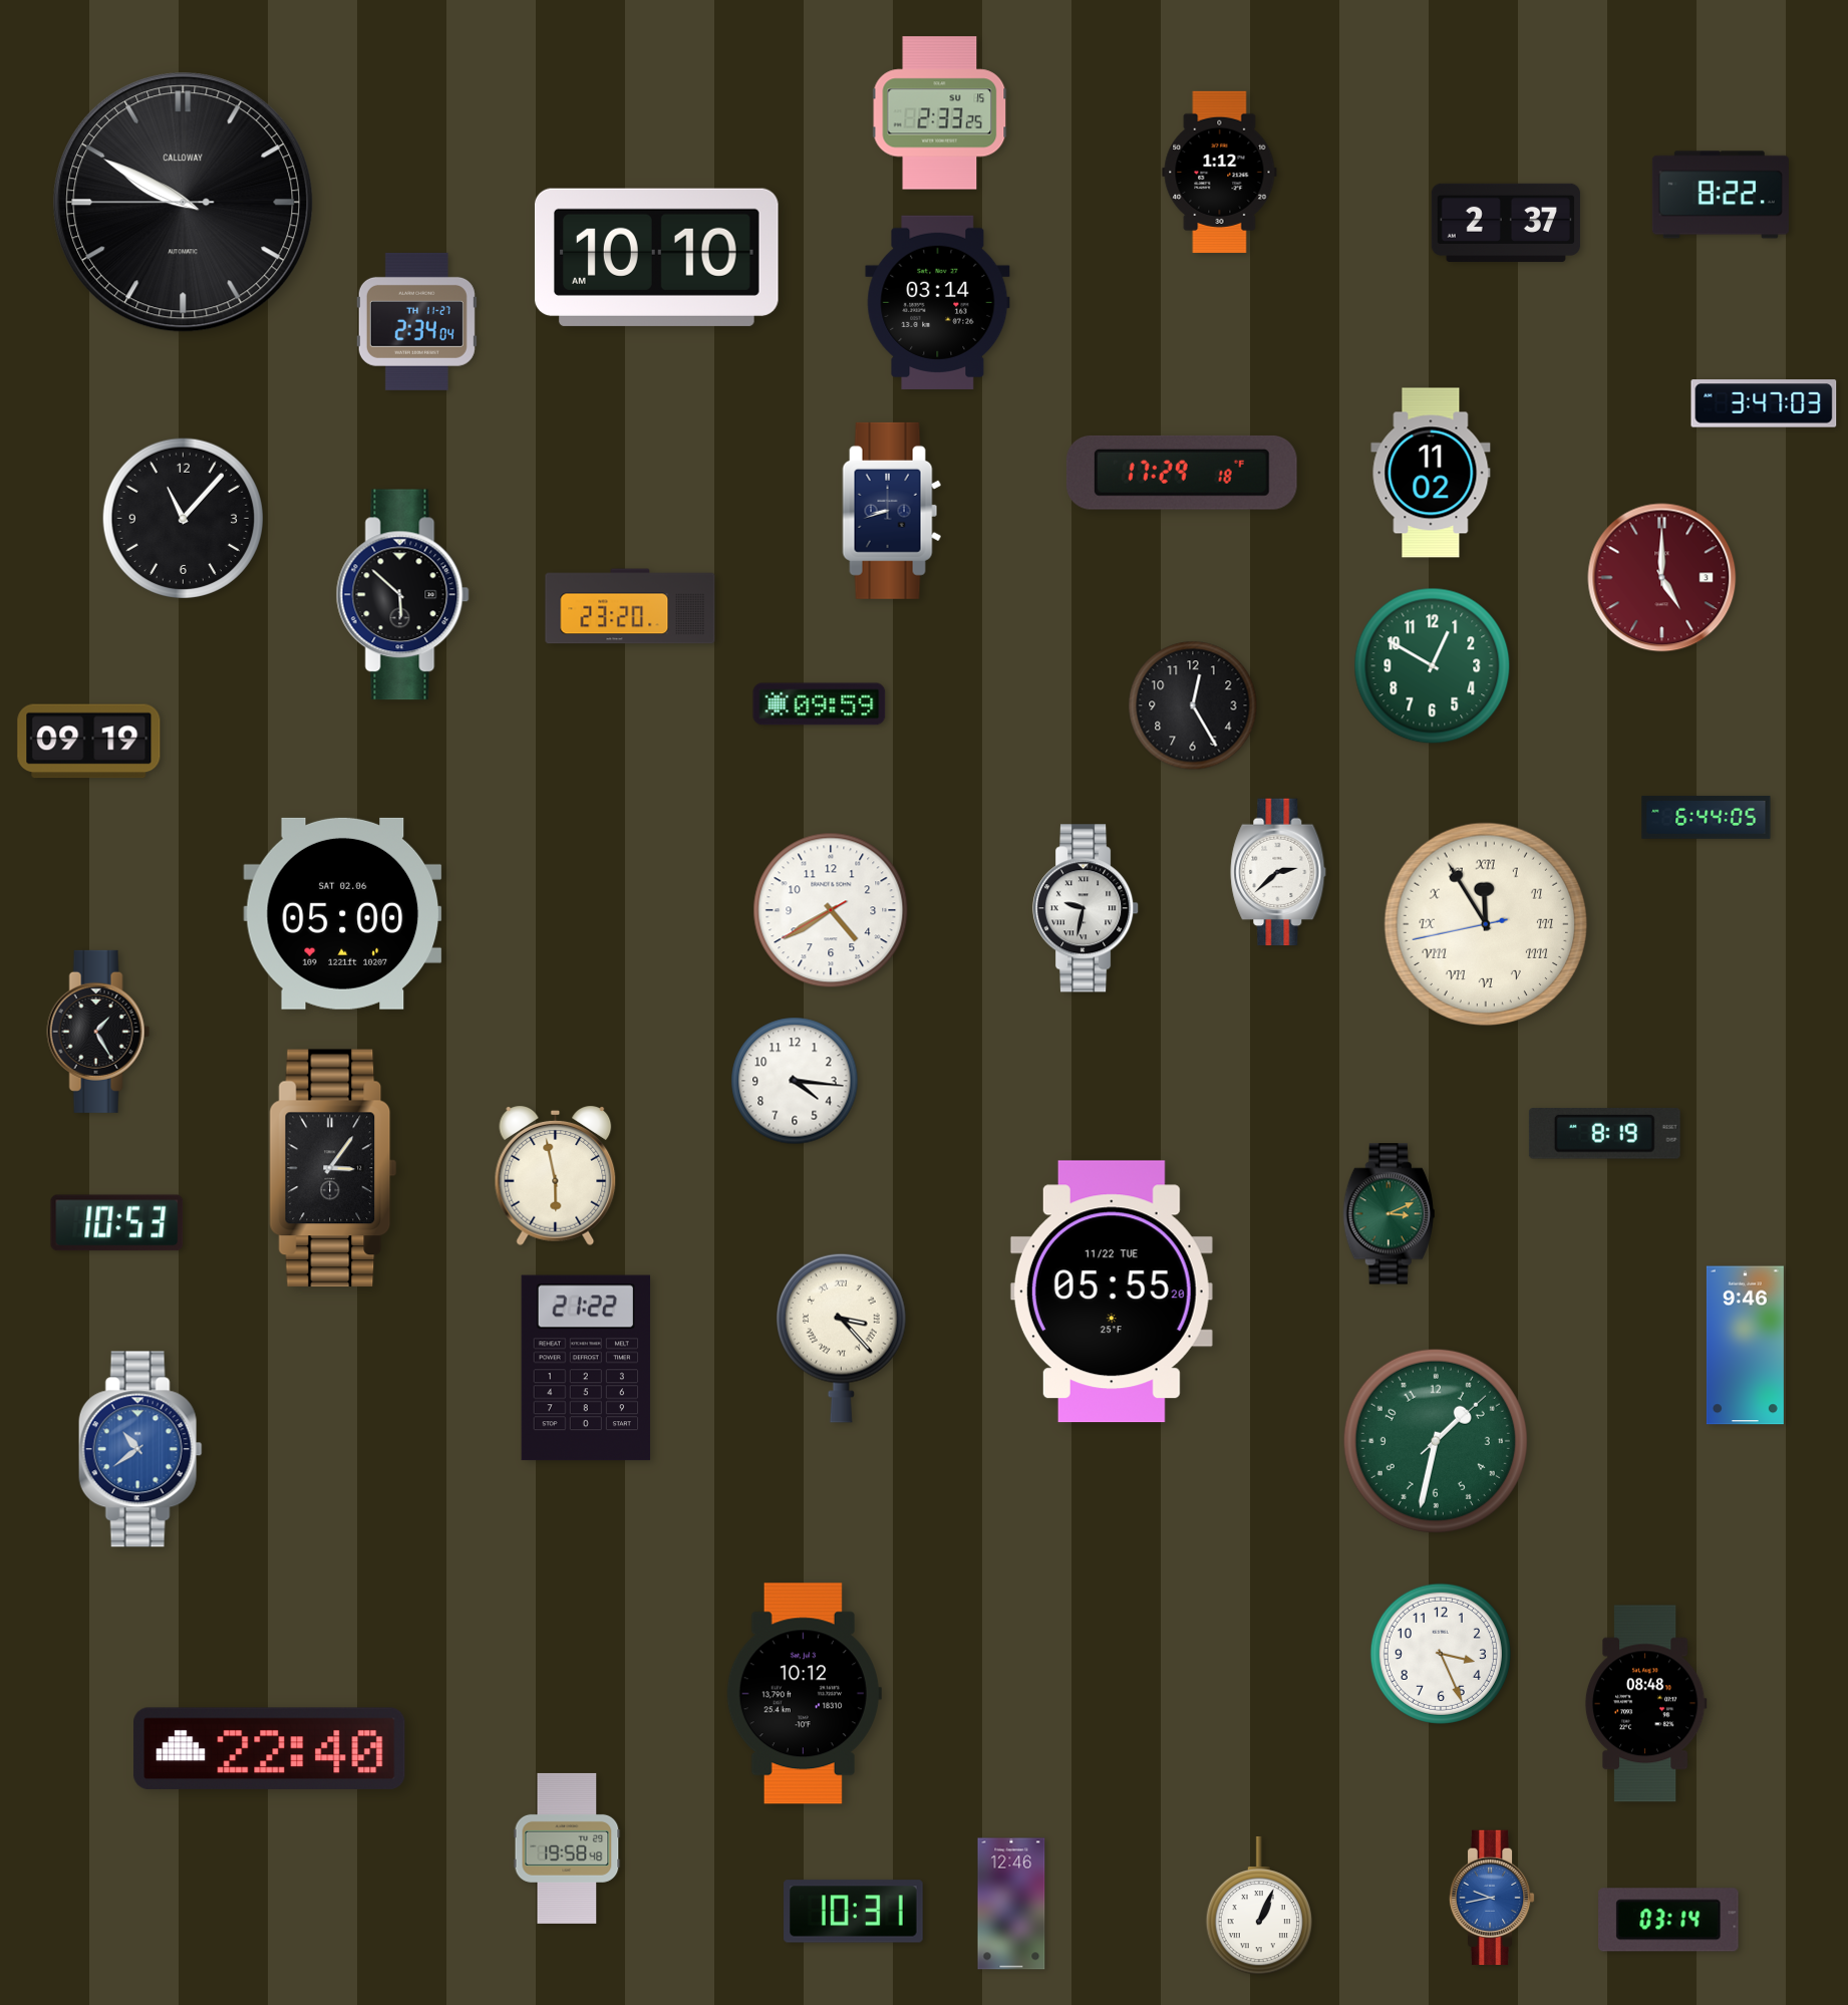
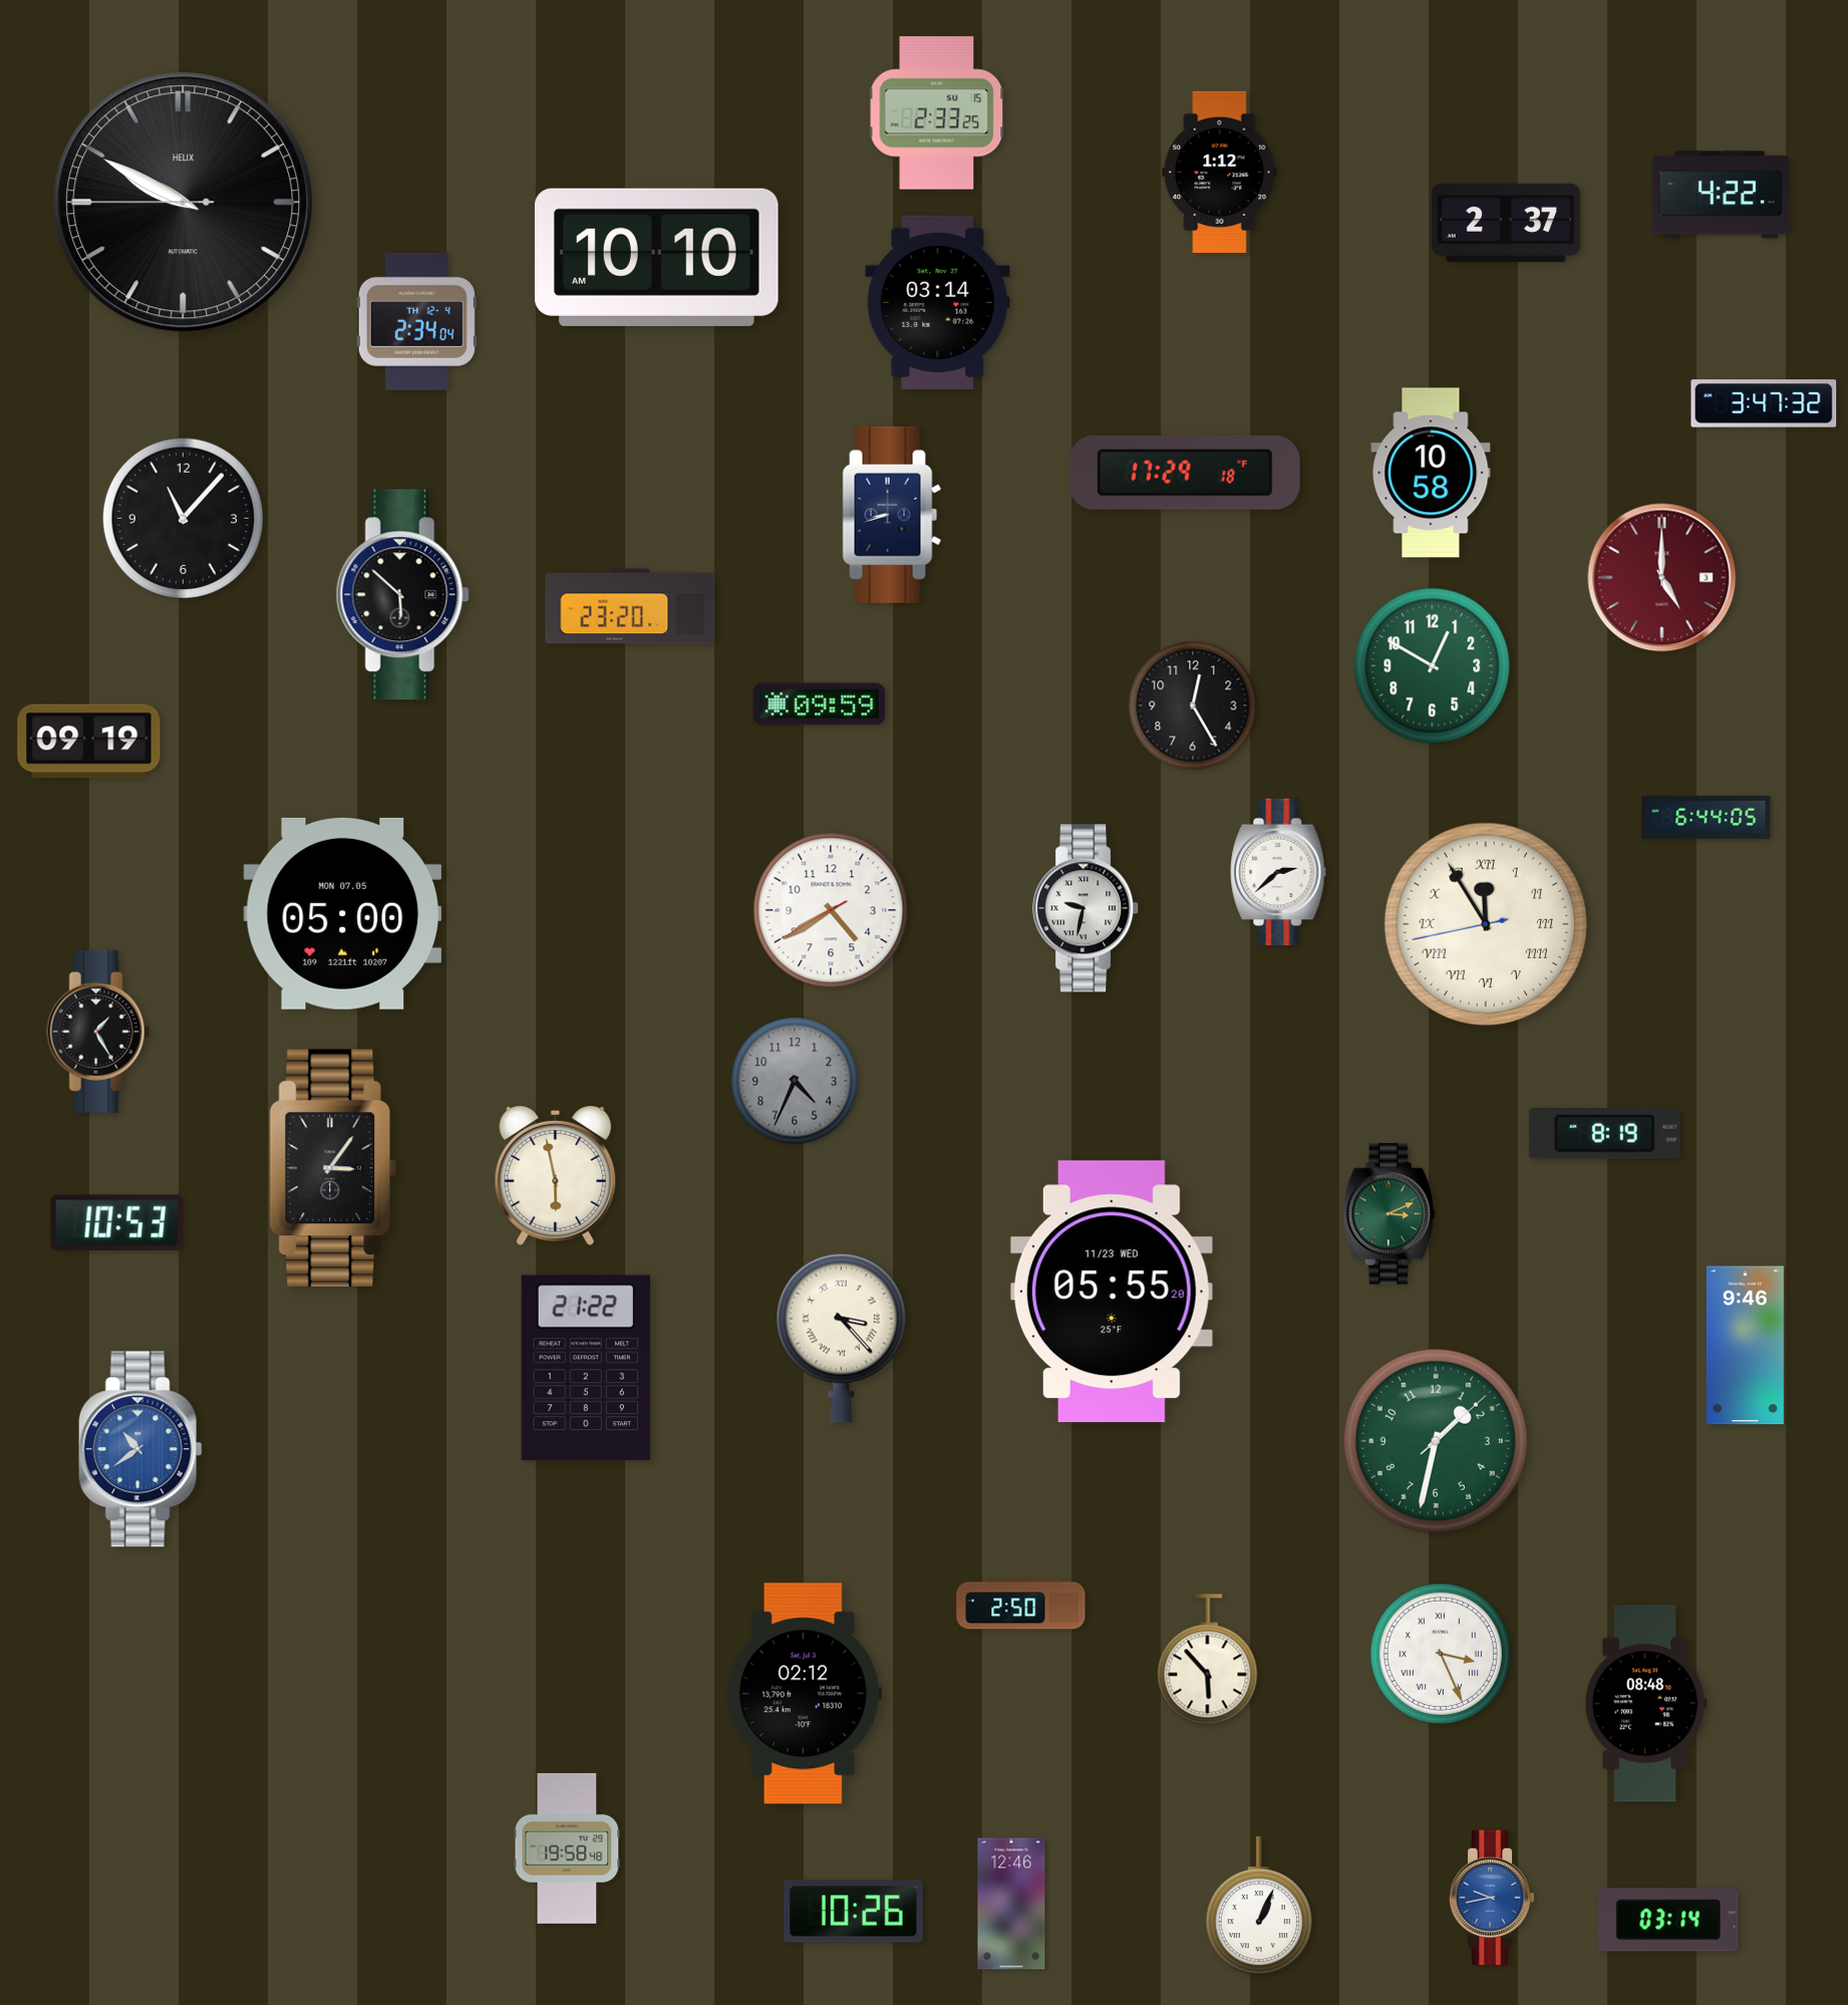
clock at (940, 113) position: (940, 113) -> (937, 113)
clock at (1721, 195): 8:22 -> 4:22
clock at (184, 203) brand: CALLOWAY -> HELIX
clock at (416, 321) date: TH 11-27 -> TH 12-4
clock at (1764, 403): 3:47:03 -> 3:47:32
clock at (1182, 473) position: (1182, 473) -> (1185, 473)
clock at (1431, 473): 11:02 -> 10:58
clock at (892, 511) position: (892, 511) -> (892, 515)
clock at (343, 913) date: SAT 02.06 -> MON 07.05
clock at (795, 1081): 4:16 -> 4:34
clock at (795, 1081) dial: white -> grey
clock at (1112, 1292) date: 11/22 TUE -> 11/23 WED
clock at (1021, 1605): none -> 2:50
clock at (1441, 1654) numerals: Arabic -> Roman
clock at (1208, 1660): none -> 5:53
clock at (804, 1694): 10:12 -> 02:12
clock at (270, 1748): 22:40 -> none
clock at (854, 1912): 10:31 -> 10:26
